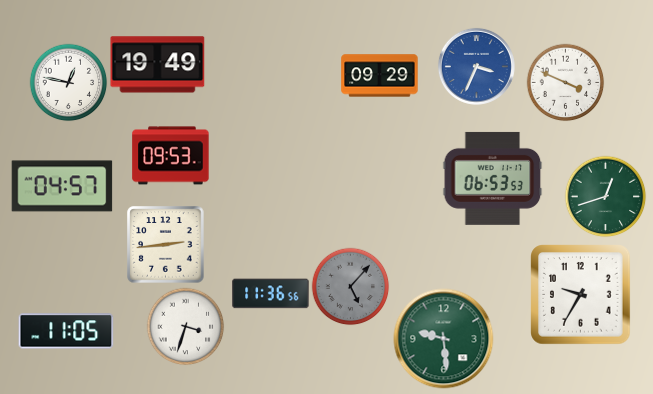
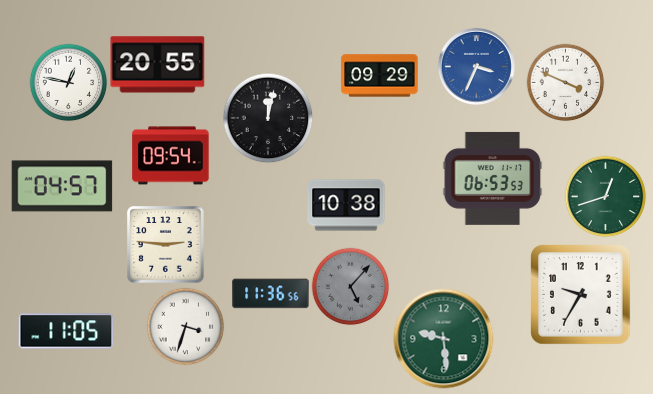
clock at (158, 65): 19:49 -> 20:55
clock at (268, 118): none -> 12:02
clock at (171, 156): 09:53 -> 09:54
clock at (346, 205): none -> 10:38
clock at (166, 245): 2:44 -> 2:46
